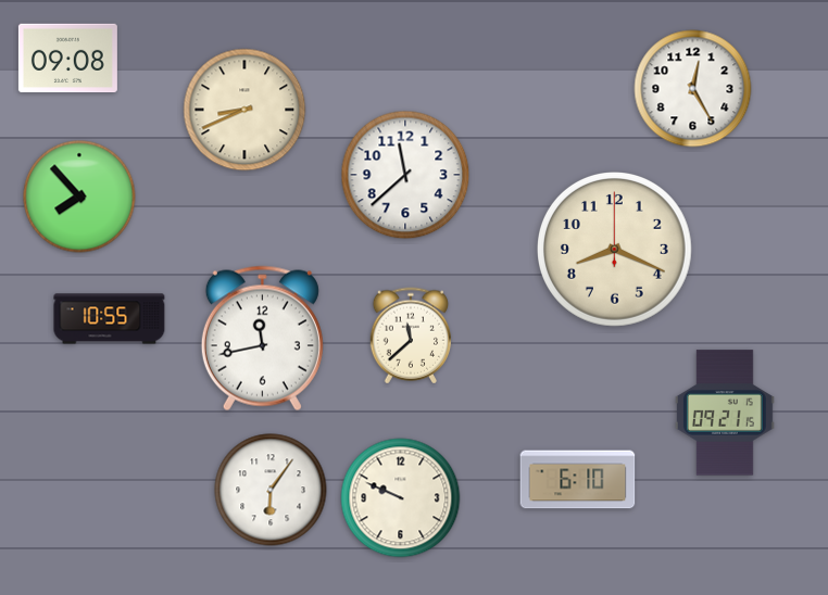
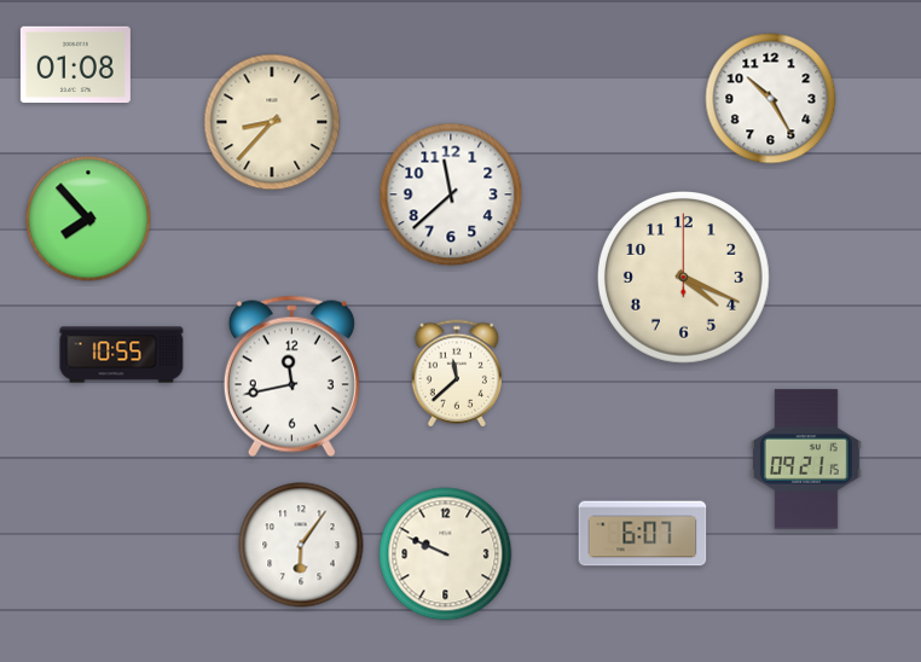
clock at (67, 59): 09:08 -> 01:08
clock at (693, 89): 12:25 -> 10:25
clock at (244, 110): 8:41 -> 8:37
clock at (615, 250): 8:19 -> 4:19
clock at (578, 480): 6:10 -> 6:07
